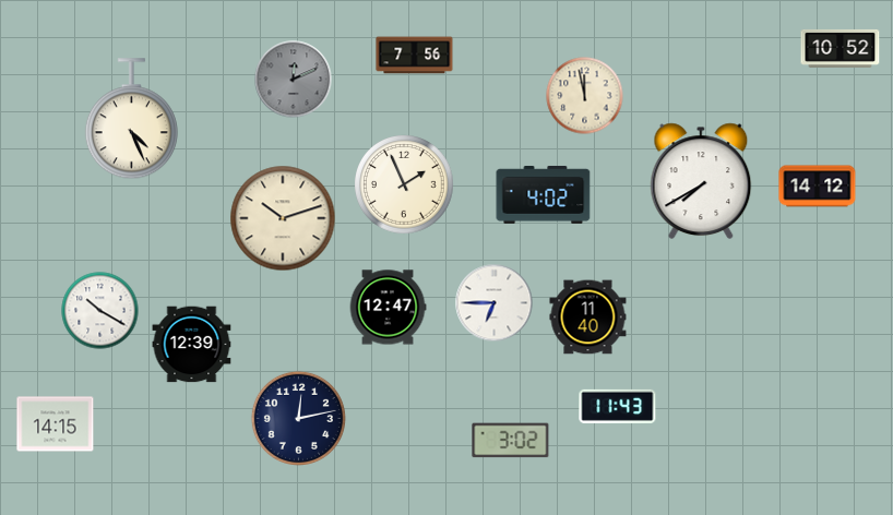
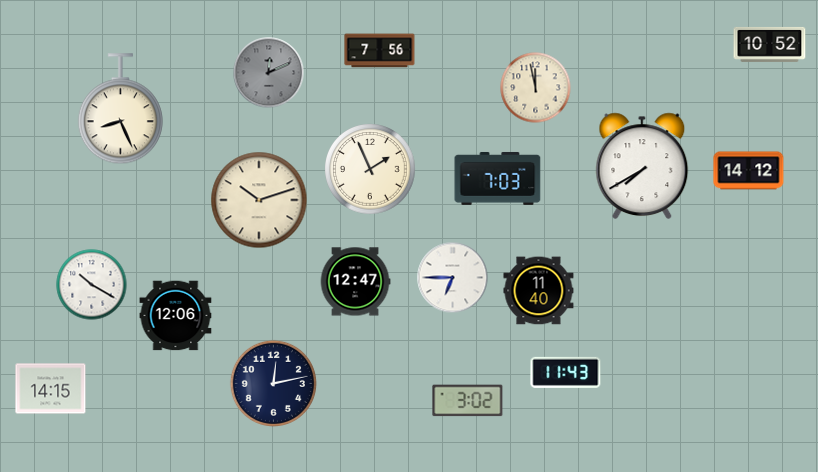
clock at (131, 119): 4:26 -> 8:26
clock at (544, 194): 4:02 -> 7:03
clock at (192, 345): 12:39 -> 12:06
clock at (511, 441) position: (511, 441) -> (468, 401)
